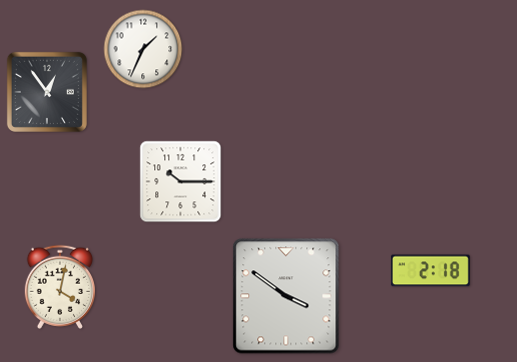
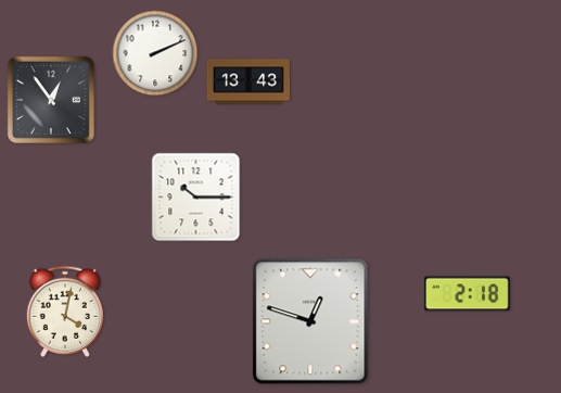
clock at (143, 49): 1:34 -> 2:11
clock at (247, 81): none -> 13:43
clock at (286, 296): 3:51 -> 12:48
